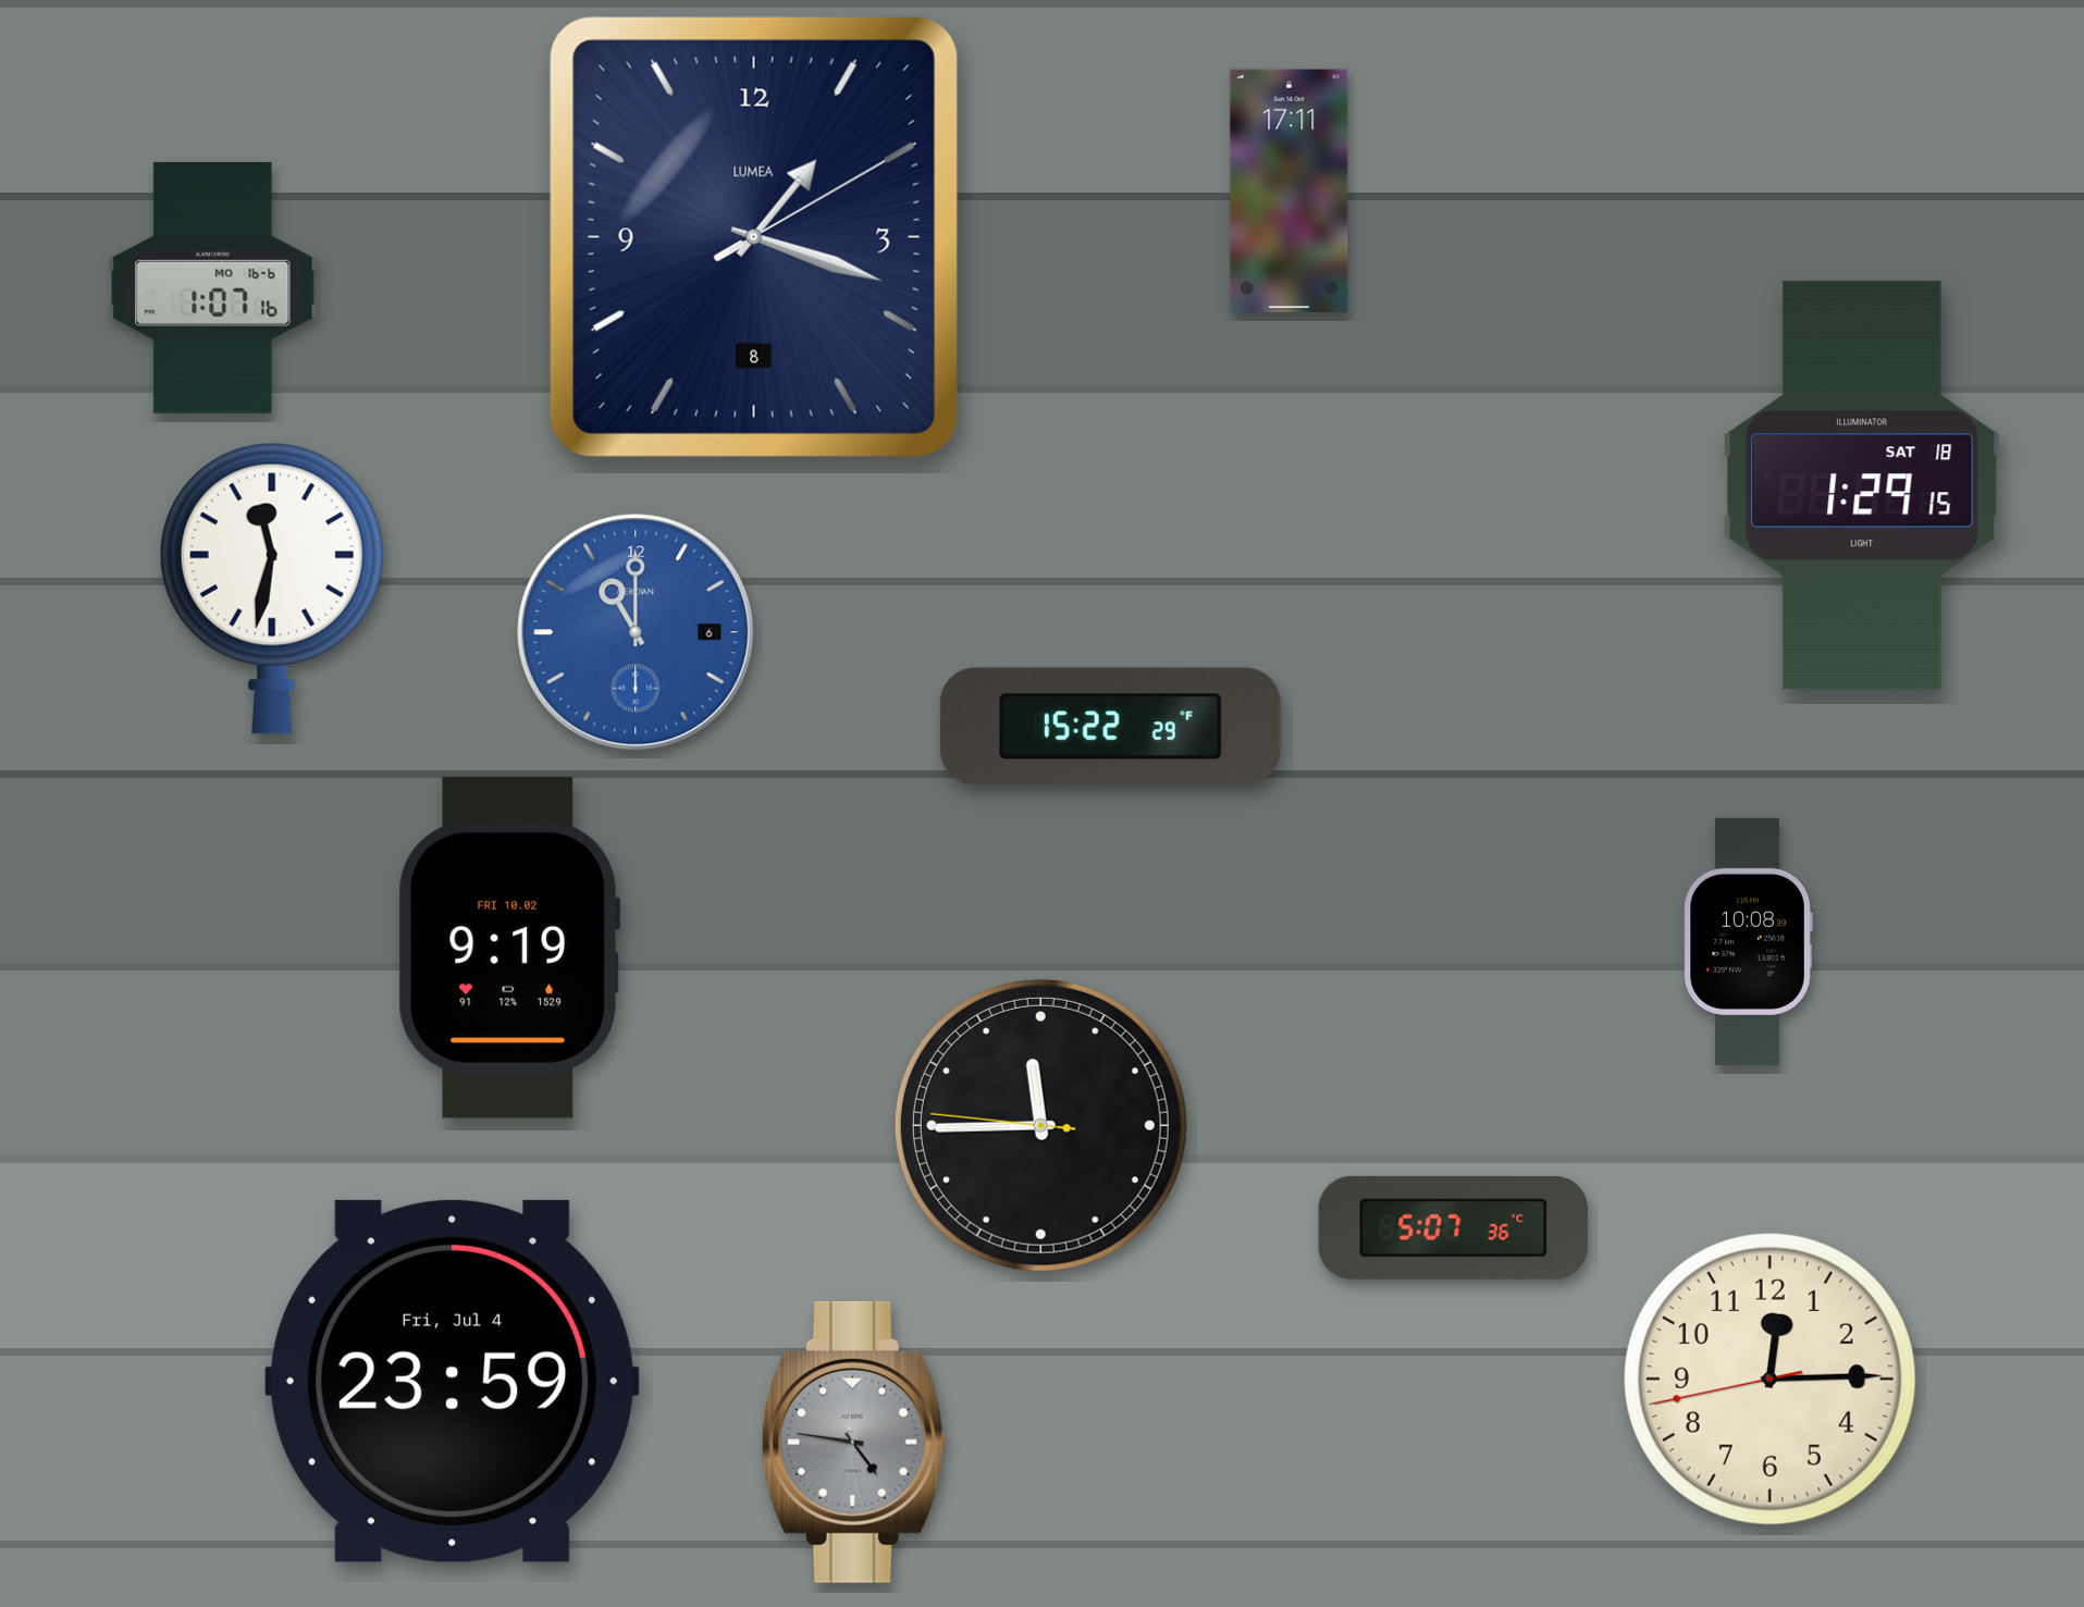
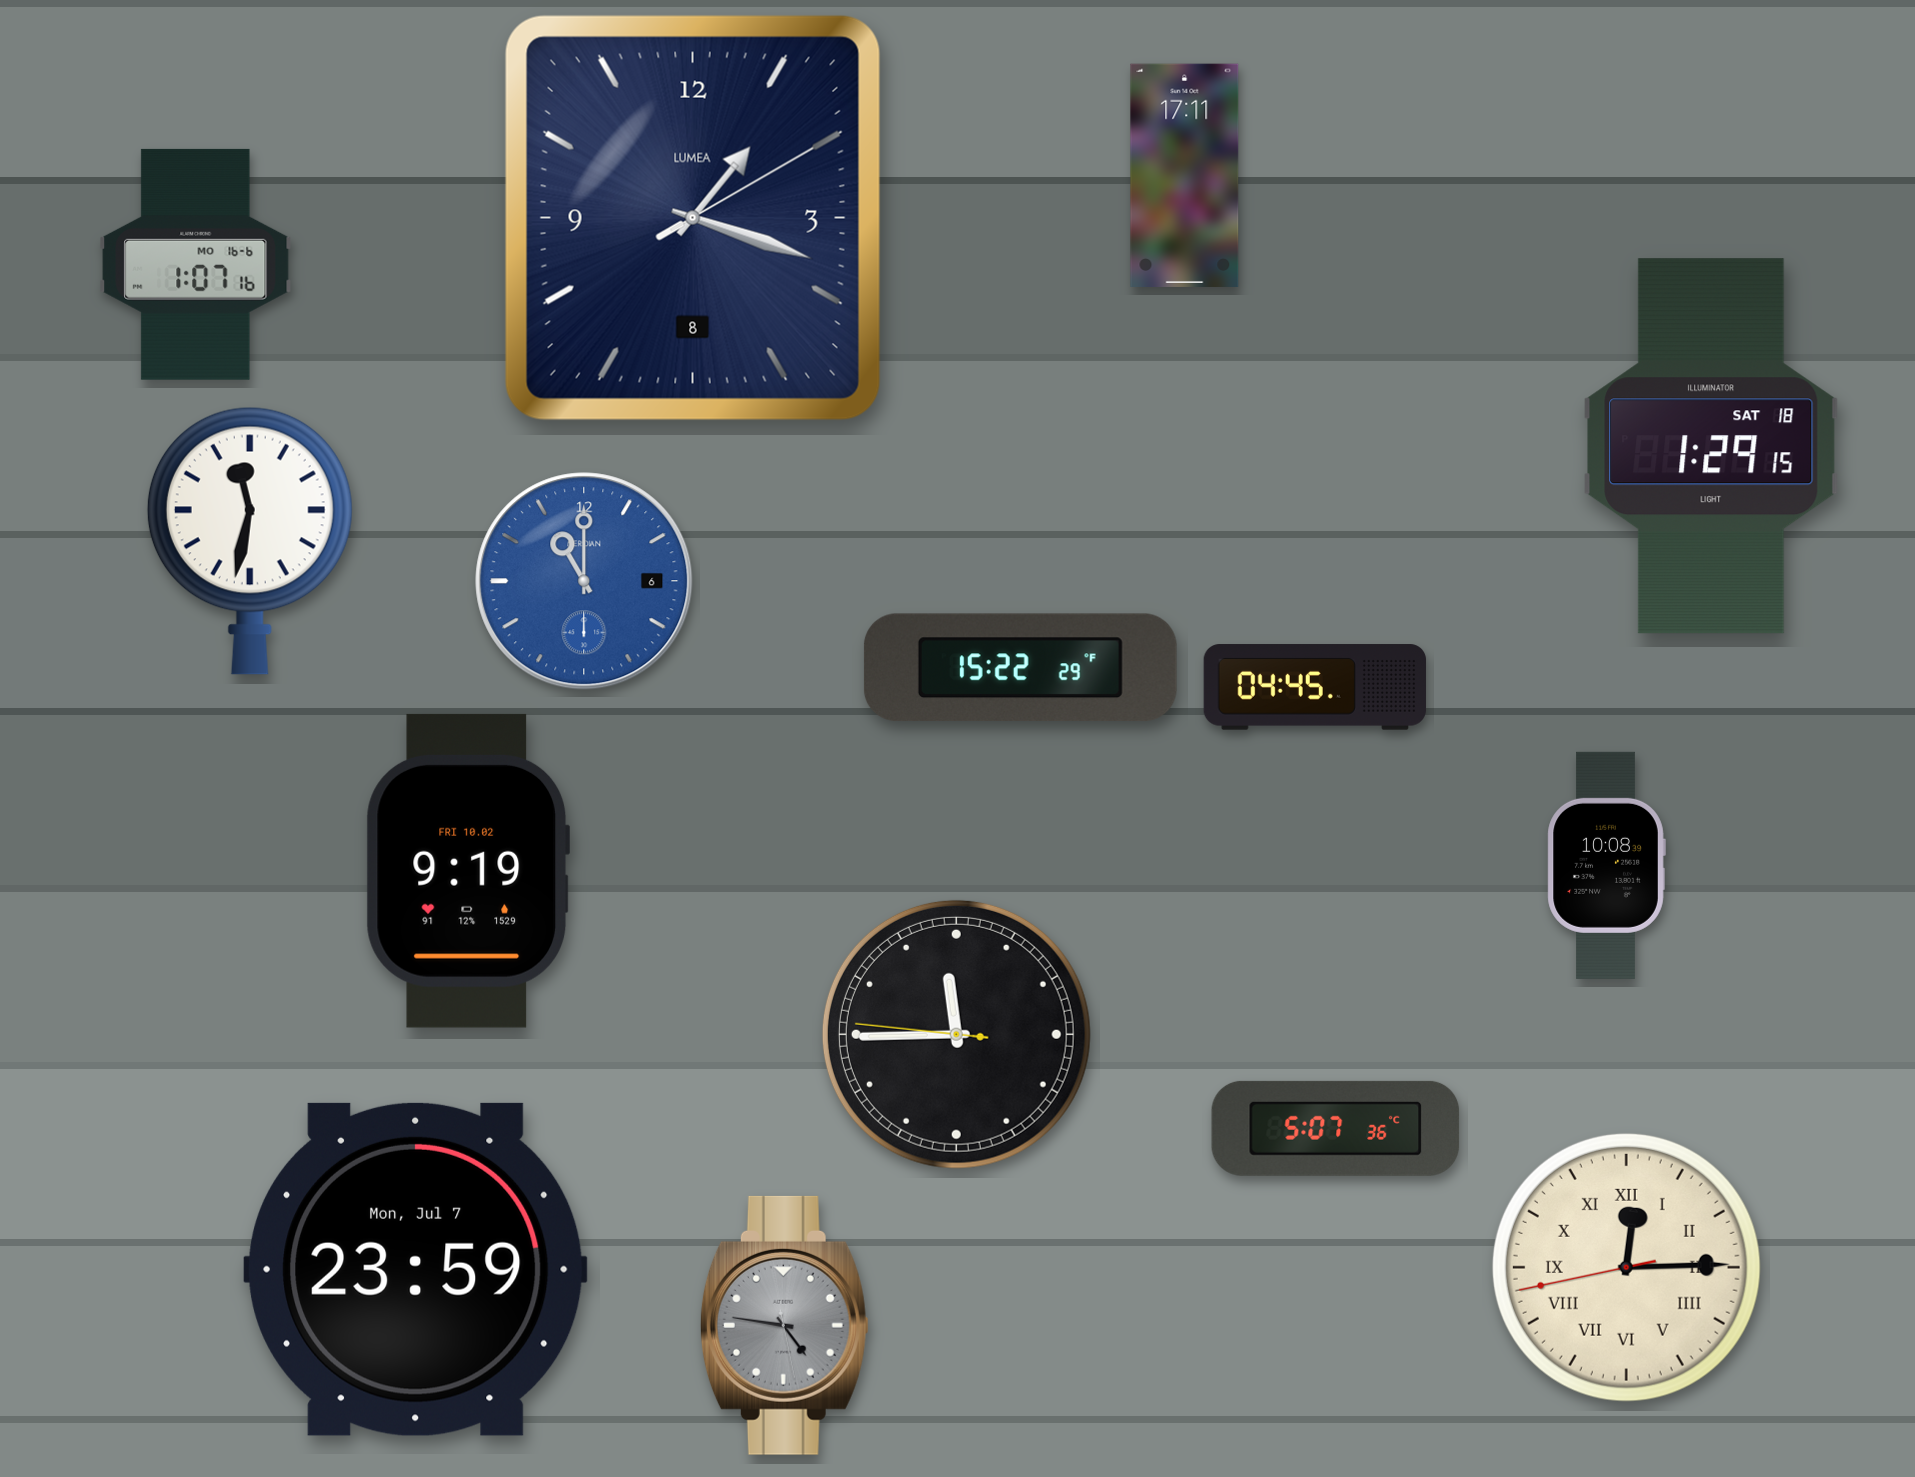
clock at (1315, 687): none -> 04:45
clock at (1769, 1379) numerals: Arabic -> Roman
clock at (453, 1381) date: Fri, Jul 4 -> Mon, Jul 7
